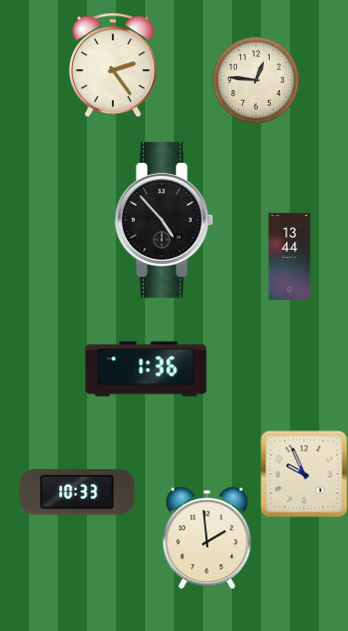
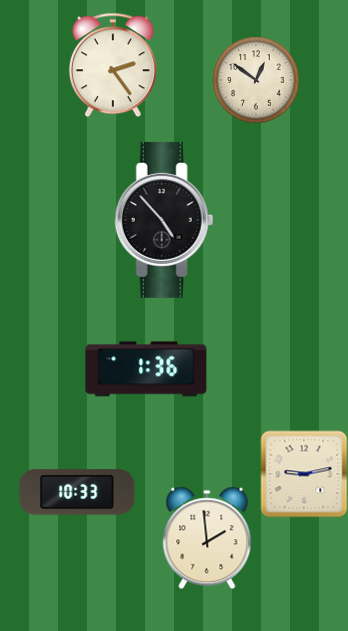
clock at (256, 80): 12:46 -> 12:51
clock at (290, 256): 13:44 -> none
clock at (304, 474): 9:56 -> 9:13
